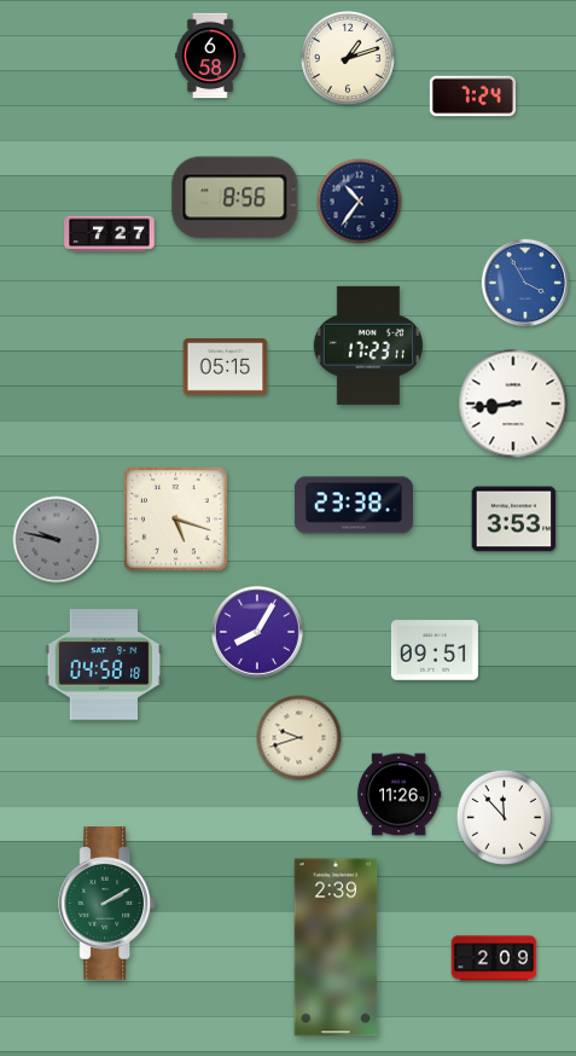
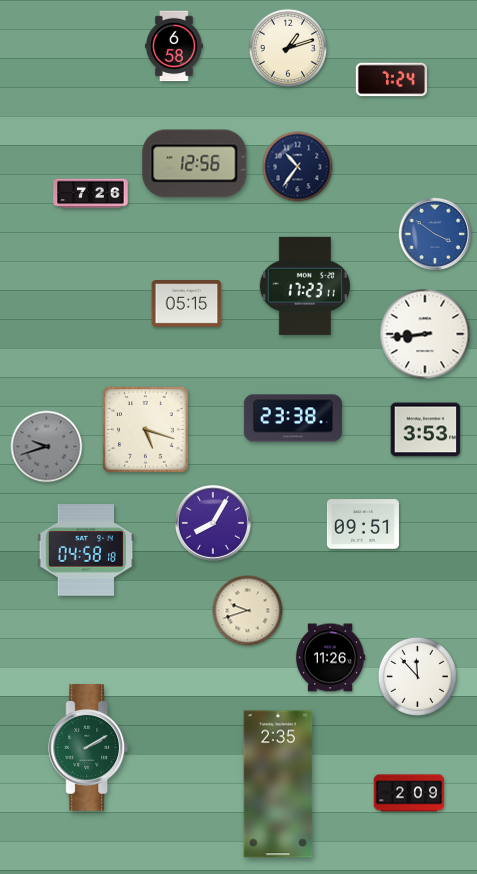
clock at (235, 198): 8:56 -> 12:56
clock at (110, 234): 7:27 -> 7:26
clock at (524, 282): 3:55 -> 3:51
clock at (57, 540): 9:47 -> 9:42
clock at (435, 650) position: (435, 650) -> (363, 524)
clock at (336, 947): 2:39 -> 2:35
